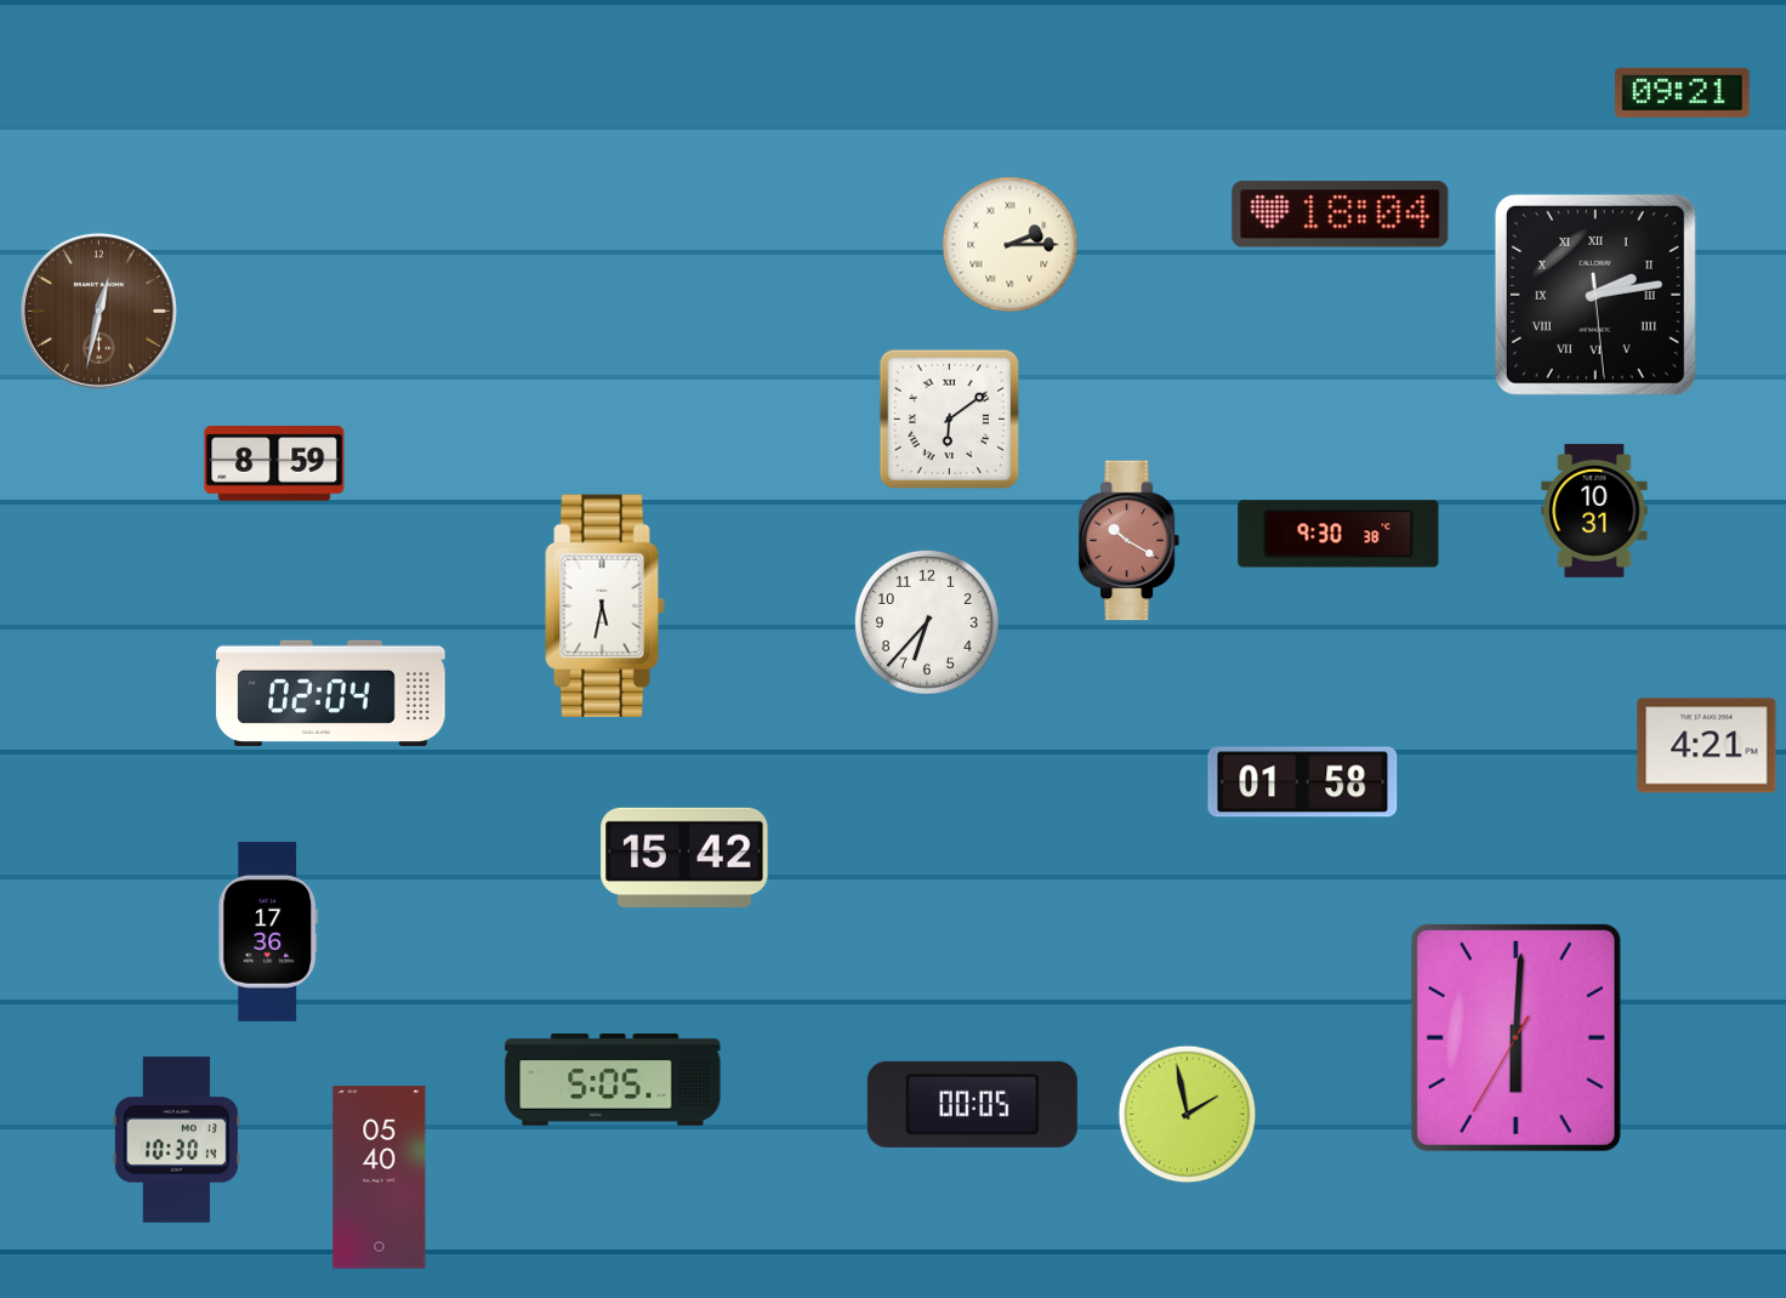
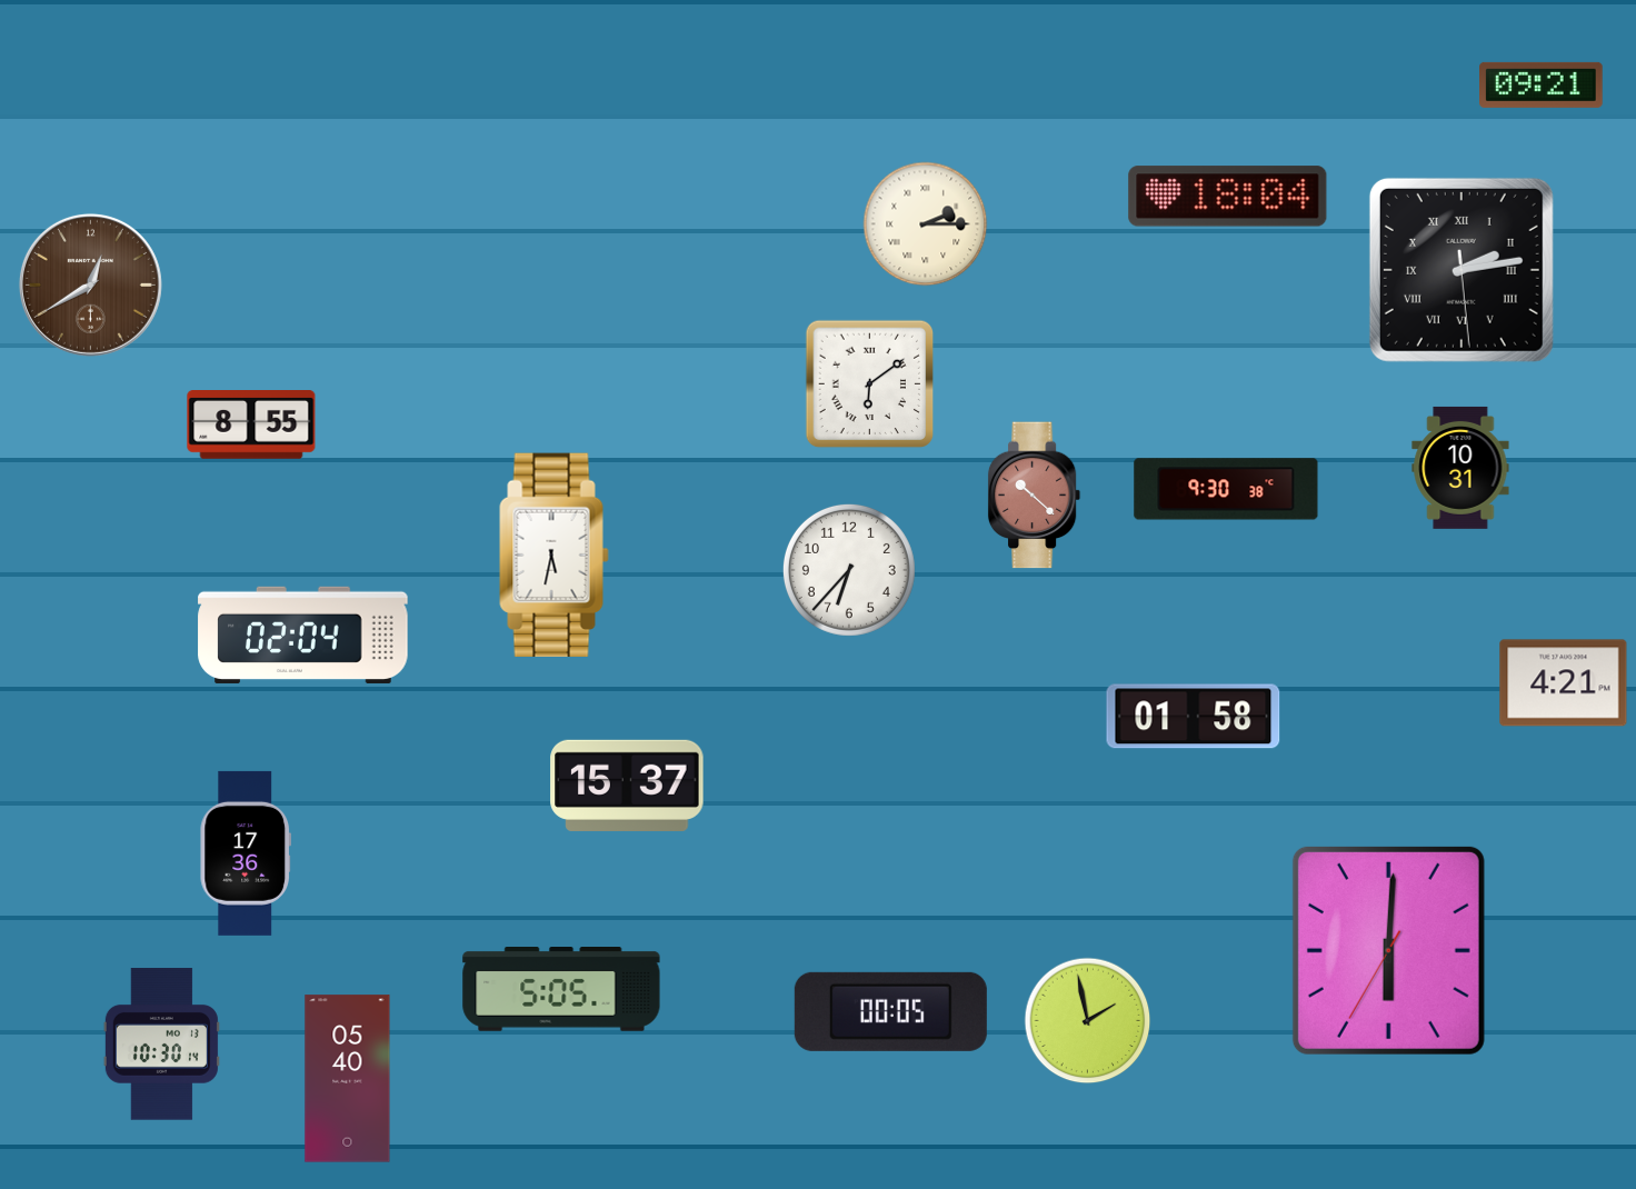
clock at (98, 311): 12:32 -> 12:40
clock at (274, 465): 8:59 -> 8:55
clock at (1130, 541): 10:20 -> 10:22
clock at (684, 858): 15:42 -> 15:37
